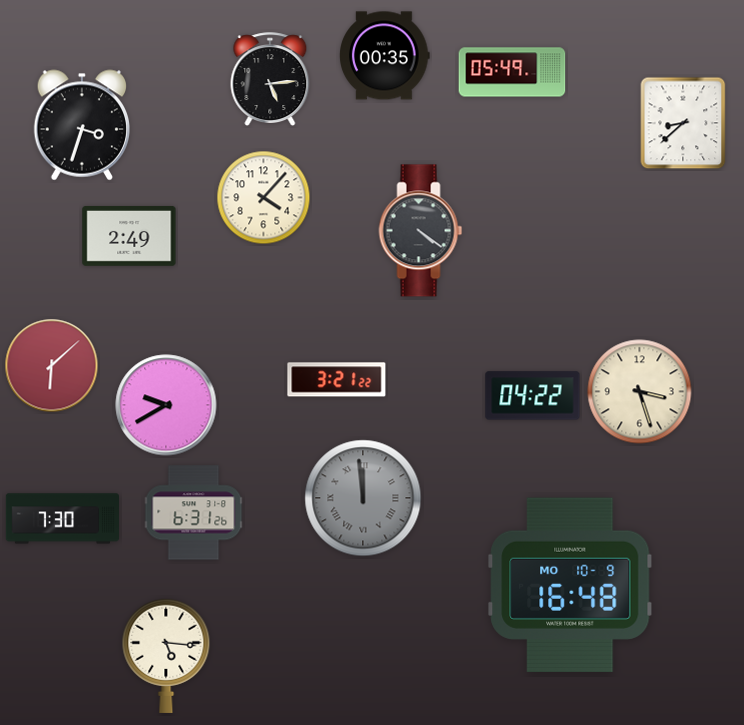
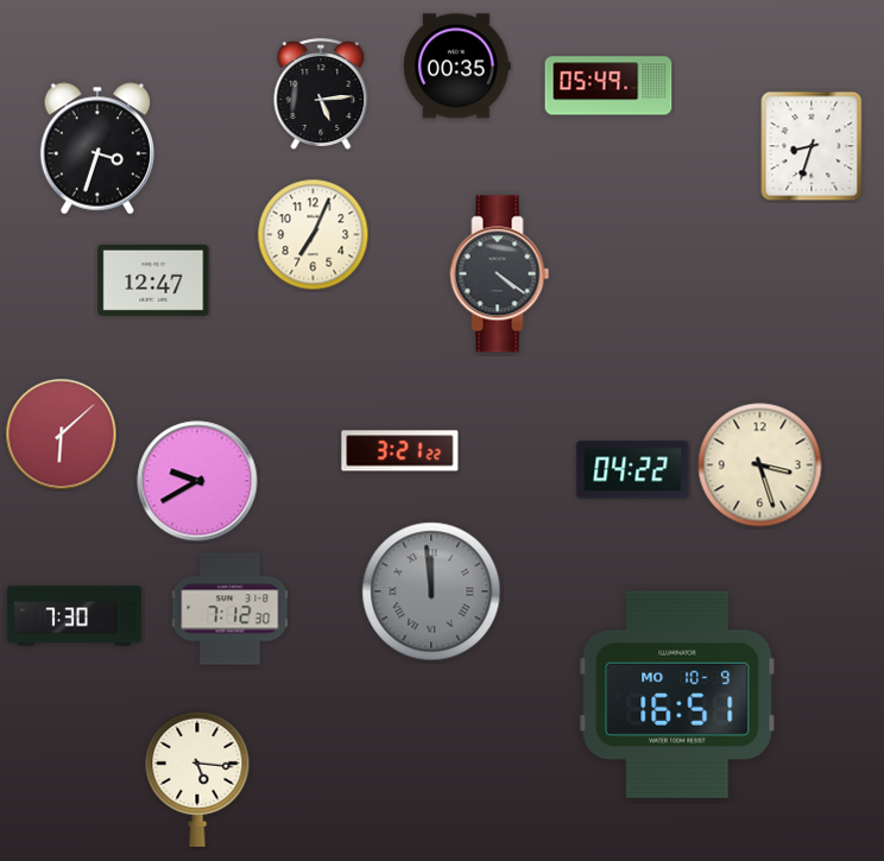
clock at (683, 123): 8:38 -> 8:33
clock at (264, 198): 4:07 -> 7:04
clock at (129, 236): 2:49 -> 12:47
clock at (194, 513): 6:31 -> 7:12
clock at (570, 584): 16:48 -> 16:51
